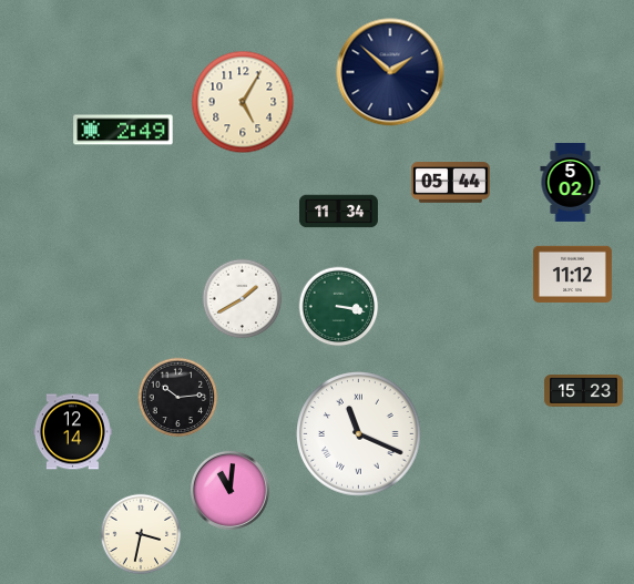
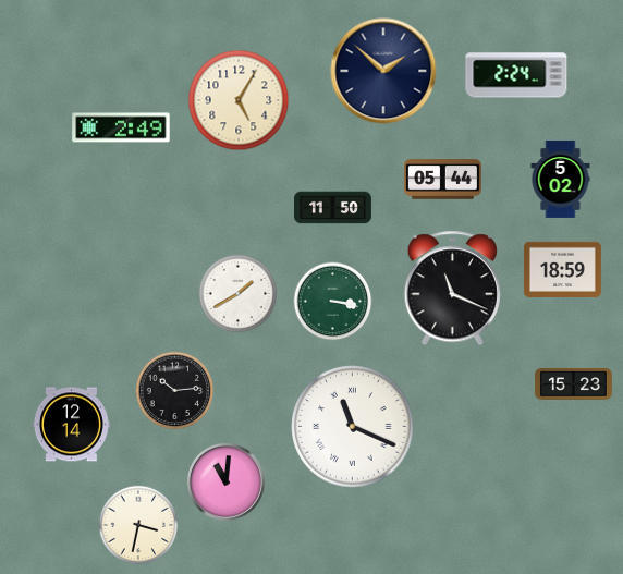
clock at (516, 75): none -> 2:24
clock at (338, 212): 11:34 -> 11:50
clock at (572, 274): 11:12 -> 18:59
clock at (452, 289): none -> 11:19
